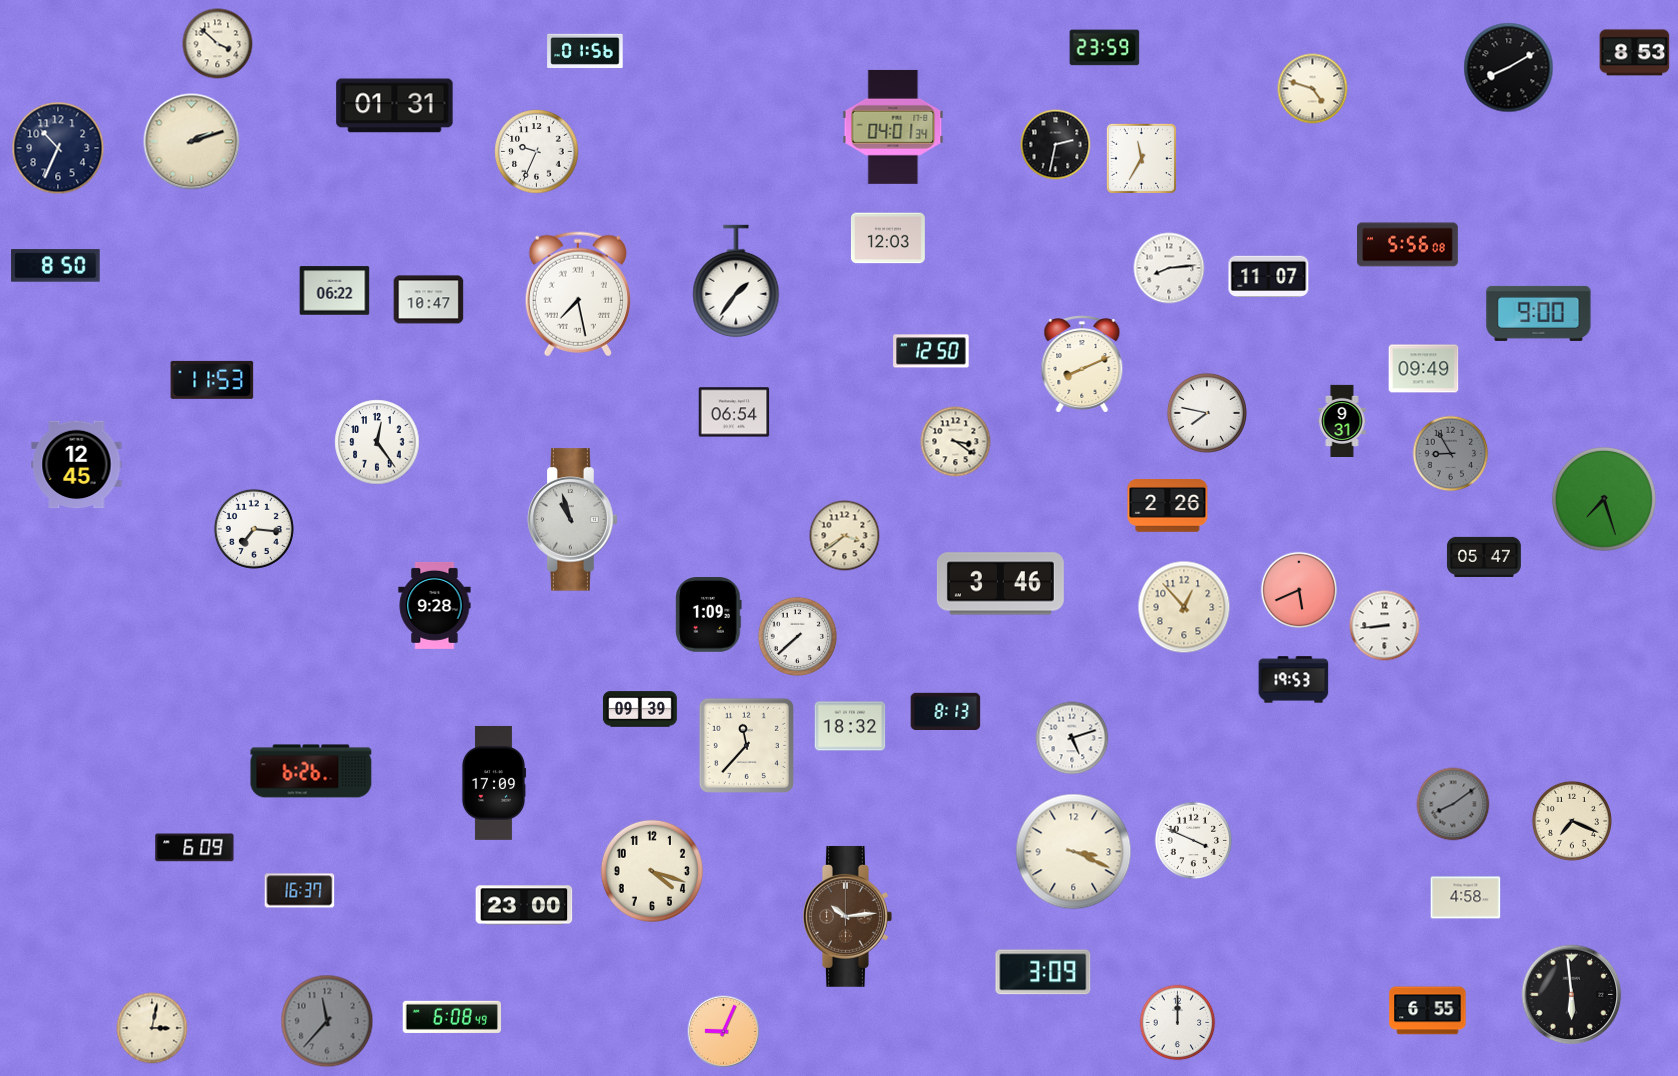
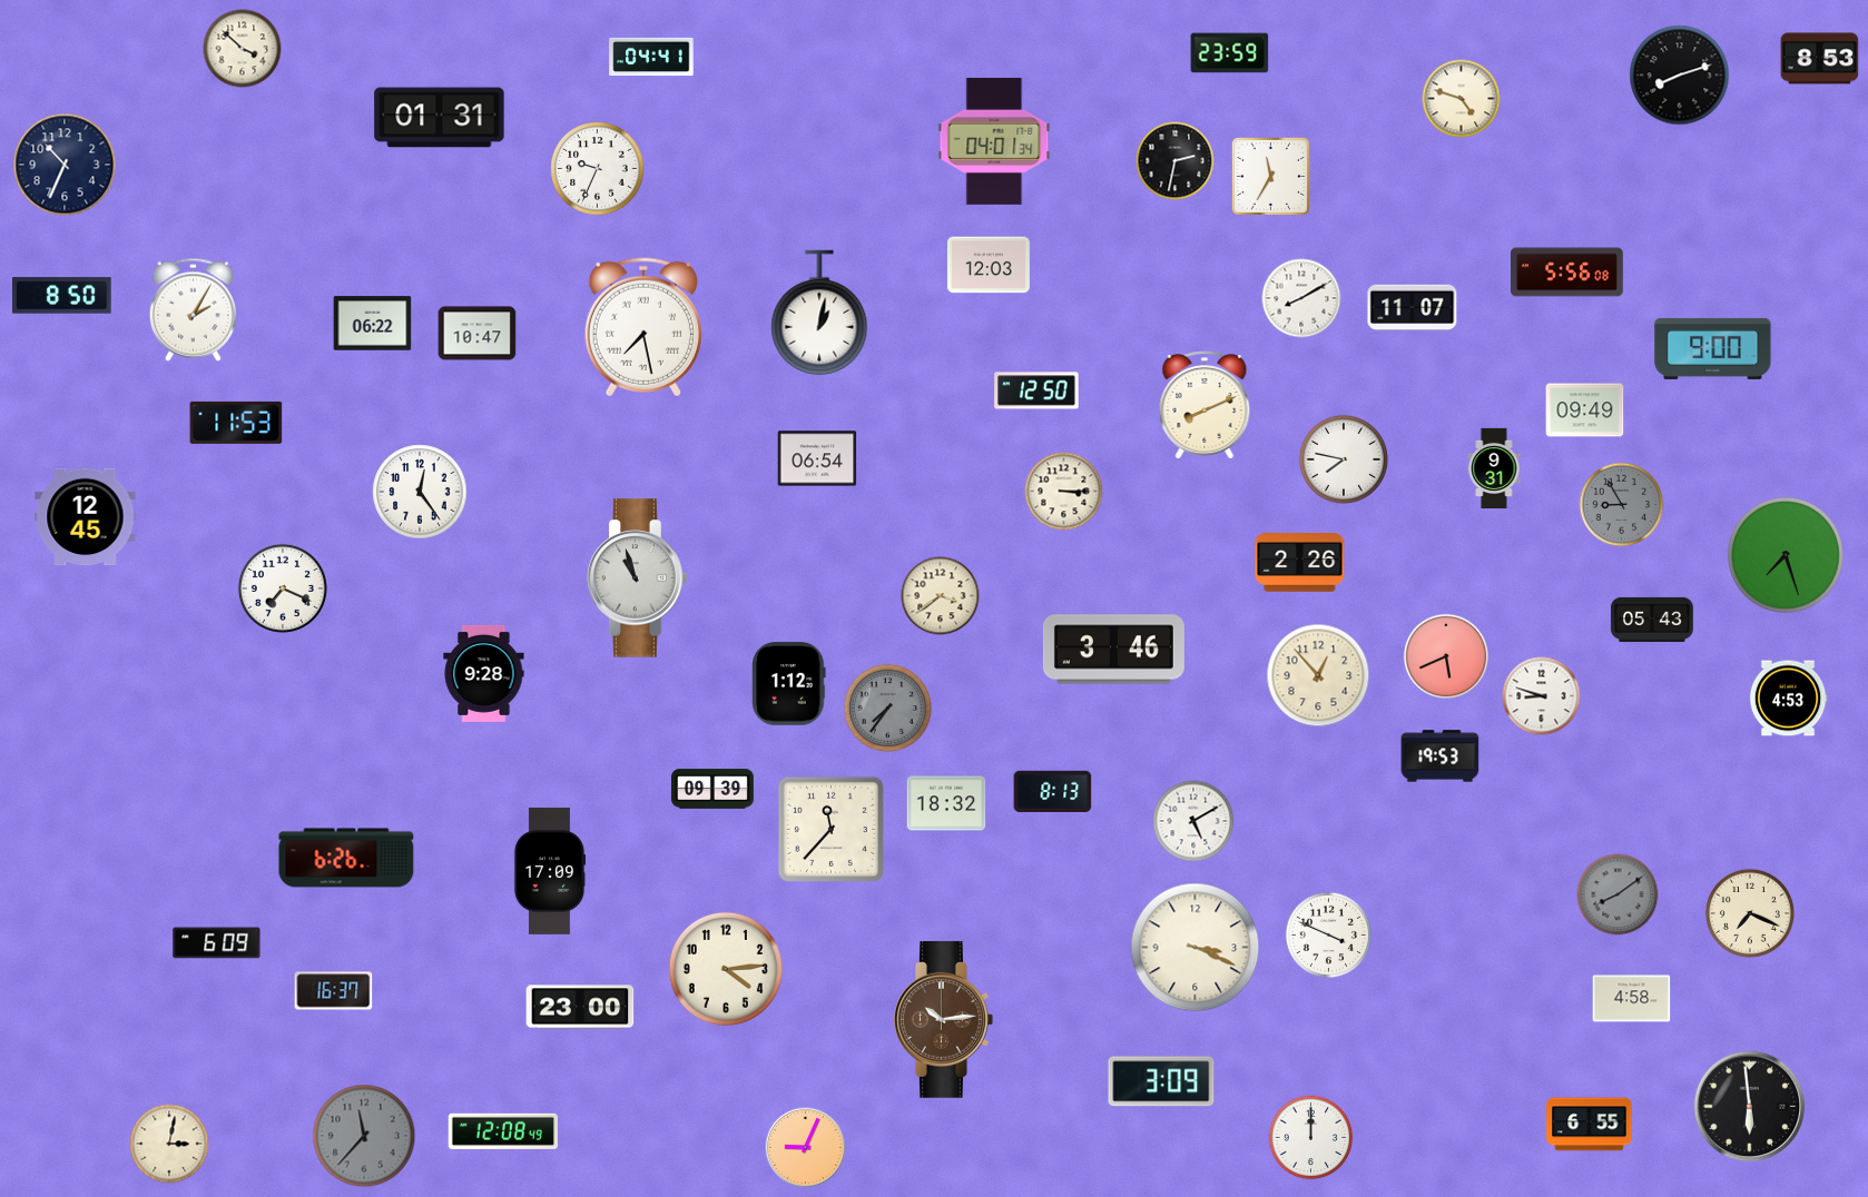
clock at (585, 50): 01:56 -> 04:41
clock at (1509, 68): 8:10 -> 8:12
clock at (192, 142): 2:12 -> none
clock at (1169, 268): 8:14 -> 8:10
clock at (193, 309): none -> 2:05
clock at (736, 281): 1:36 -> 1:02
clock at (956, 442): 3:21 -> 3:15
clock at (1451, 454) position: (1451, 454) -> (1622, 505)
clock at (254, 529): 7:16 -> 7:19
clock at (1484, 557): 05:47 -> 05:43
clock at (709, 615): 1:09 -> 1:12
clock at (1385, 626): 8:44 -> 8:48
clock at (1788, 699): none -> 4:53
clock at (797, 636): 7:38 -> 7:36
clock at (797, 636) dial: white -> grey
clock at (850, 726) position: (850, 726) -> (946, 803)
clock at (1072, 738): 5:12 -> 5:10
clock at (652, 871): 4:18 -> 4:14
clock at (524, 905) position: (524, 905) -> (580, 1007)
clock at (452, 1017): 6:08 -> 12:08
